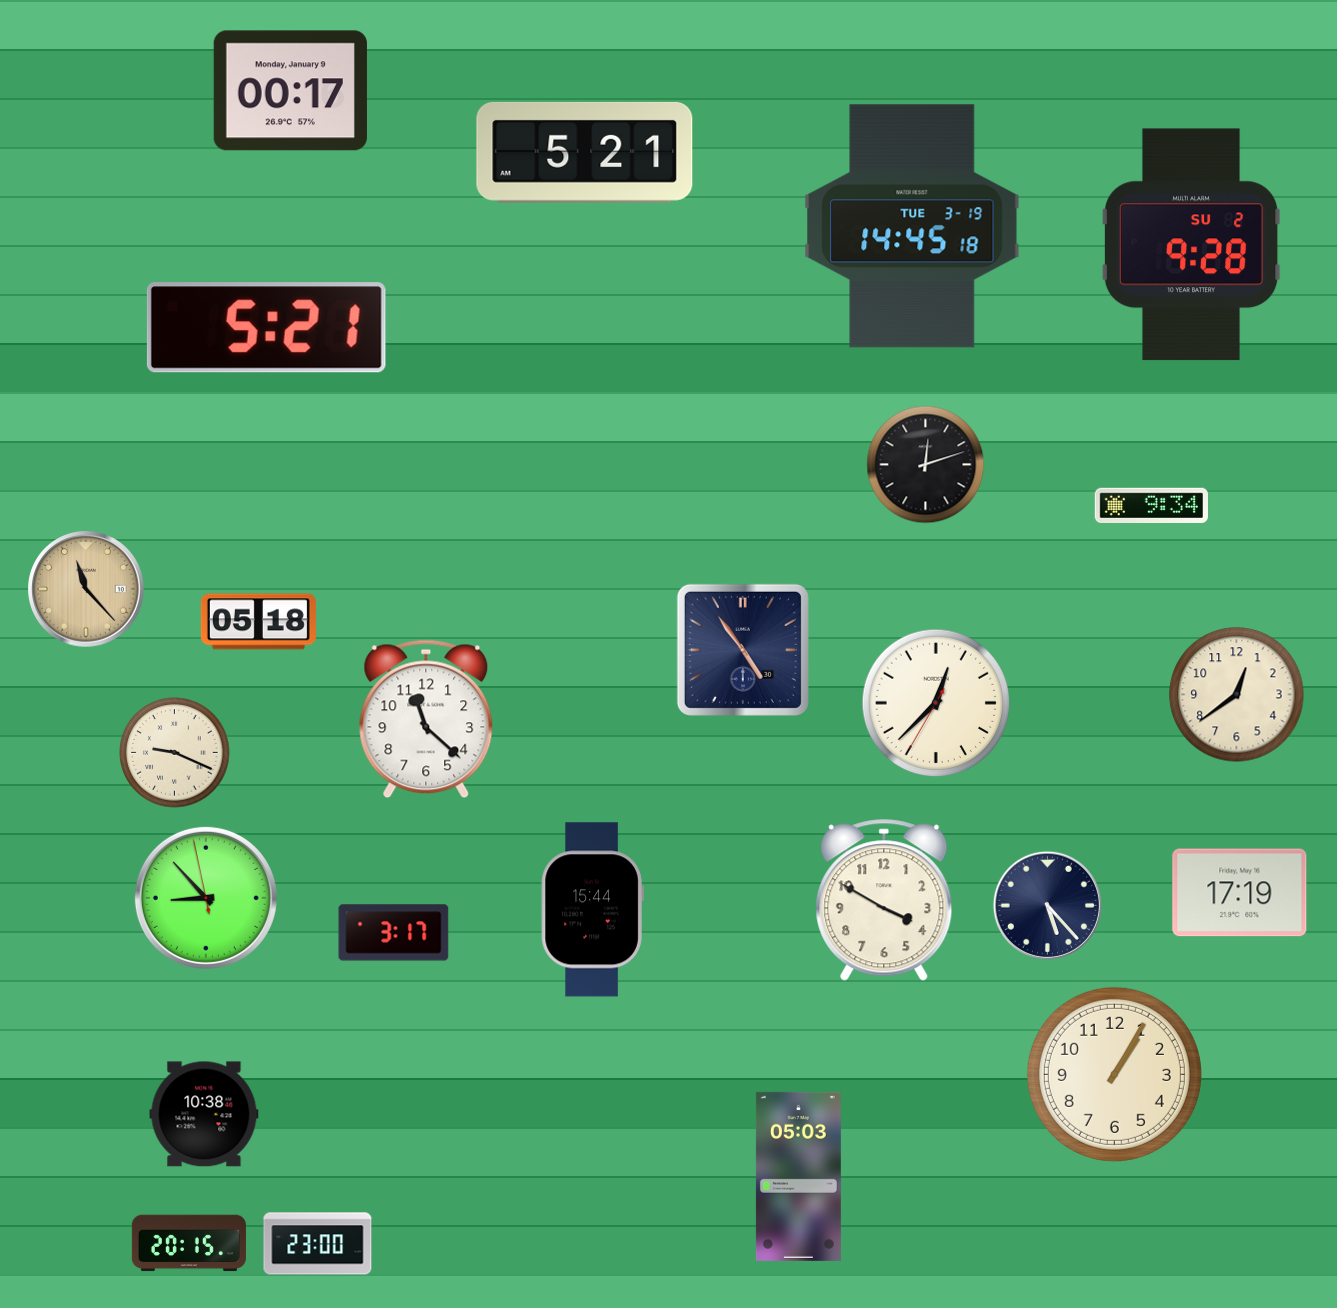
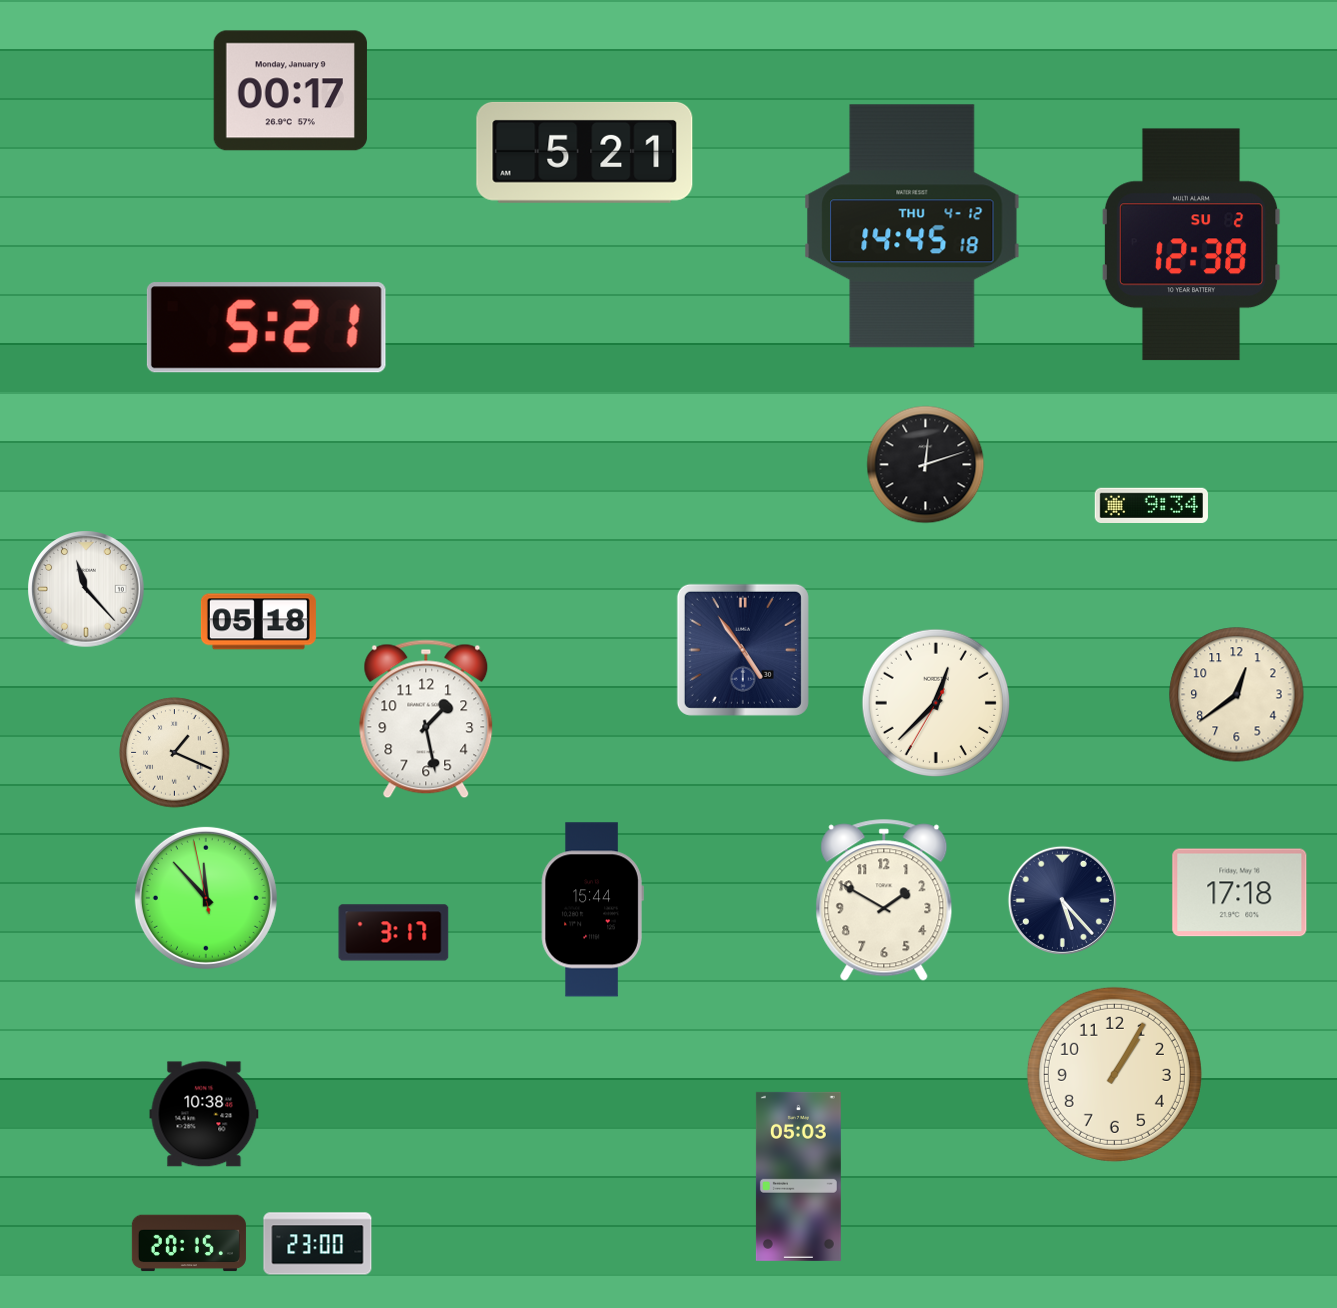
clock at (912, 226) date: TUE 3-19 -> THU 4-12
clock at (1191, 245): 9:28 -> 12:38
clock at (86, 589) dial: champagne -> white
clock at (426, 719): 11:22 -> 1:28
clock at (175, 753): 9:19 -> 1:19
clock at (1240, 893): 17:19 -> 17:18
clock at (206, 898): 8:52 -> 11:52
clock at (884, 900): 3:50 -> 1:50
clock at (1047, 905) position: (1047, 905) -> (1062, 900)
